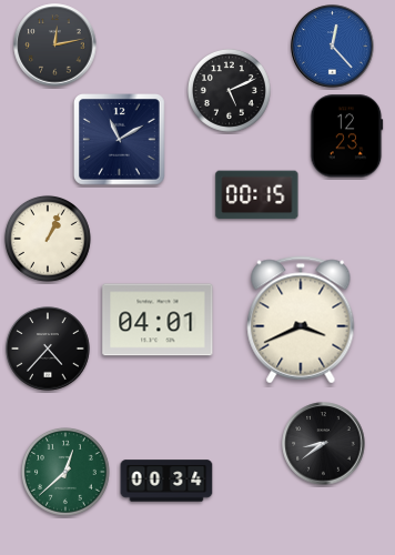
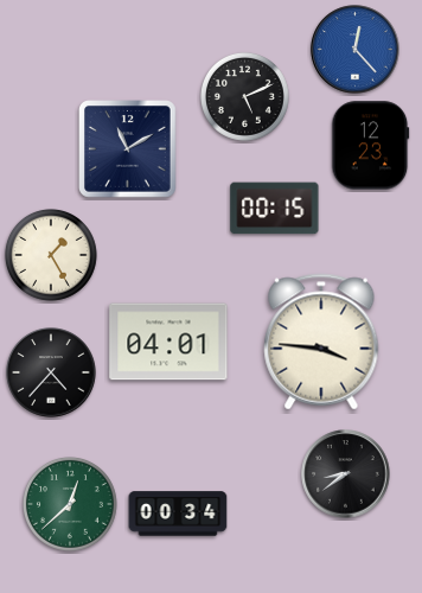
clock at (55, 46): 12:13 -> none
clock at (48, 239): 1:04 -> 1:25
clock at (301, 320): 3:41 -> 3:46
